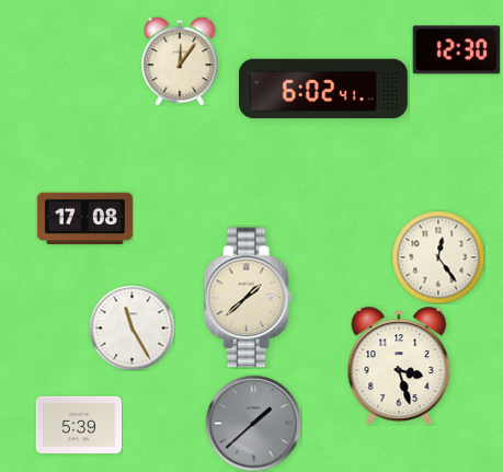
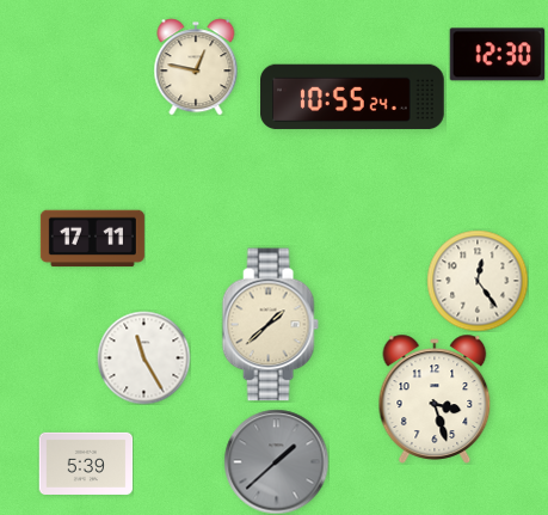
clock at (180, 61): 12:06 -> 12:47
clock at (324, 89): 6:02 -> 10:55
clock at (84, 219): 17:08 -> 17:11
